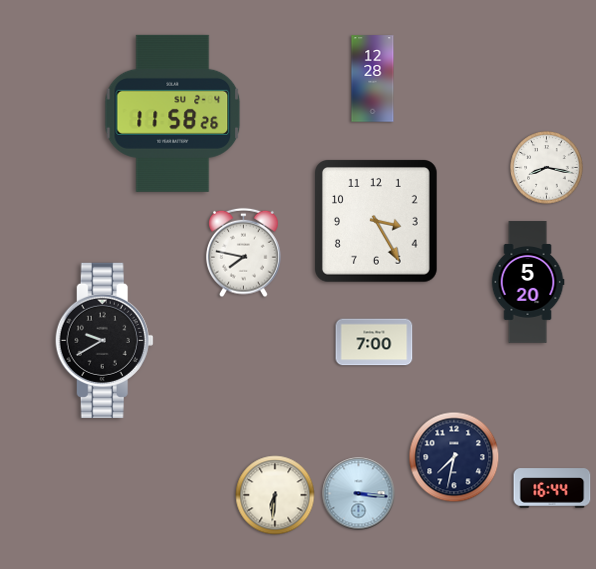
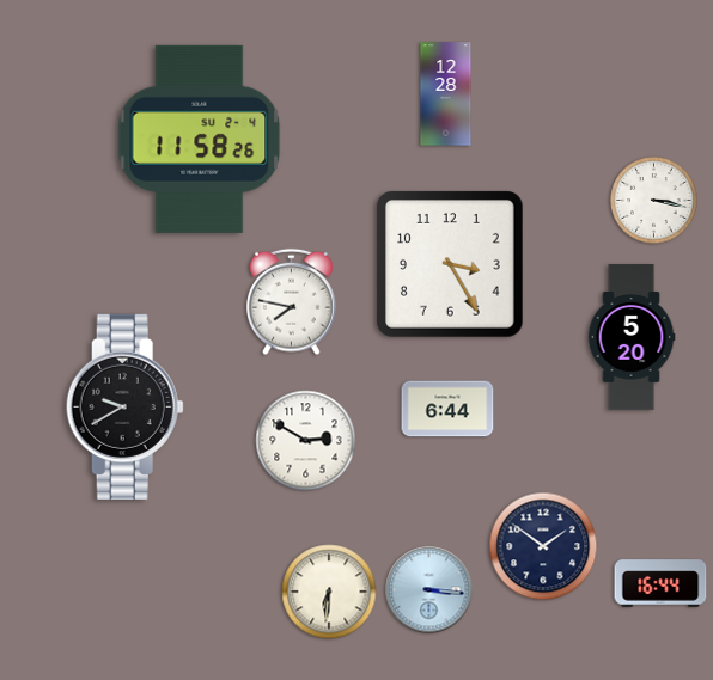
clock at (173, 113) position: (173, 113) -> (200, 139)
clock at (547, 168): 8:17 -> 3:17
clock at (374, 342): 7:00 -> 6:44
clock at (306, 441): none -> 2:50
clock at (454, 457): 7:32 -> 1:51
